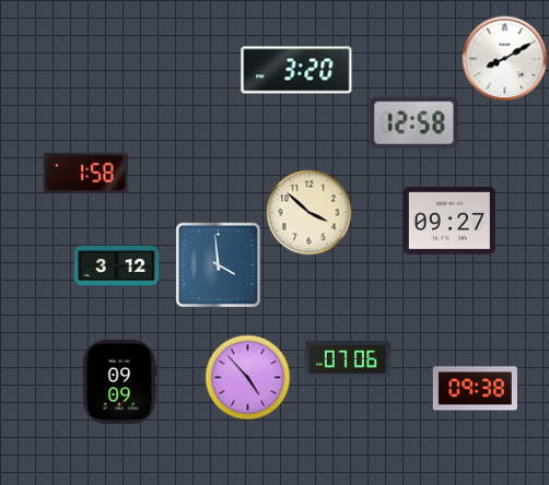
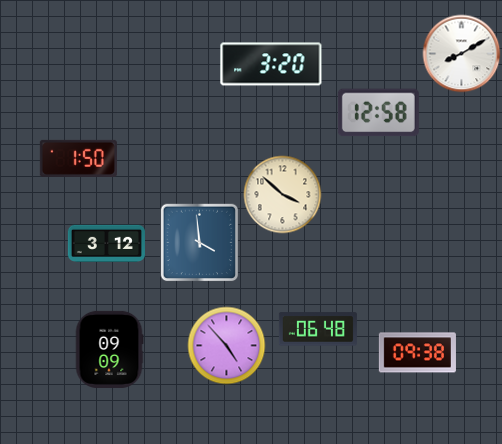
clock at (85, 173): 1:58 -> 1:50
clock at (449, 222): 09:27 -> none
clock at (348, 359): 07:06 -> 06:48
clock at (475, 389) position: (475, 389) -> (417, 353)
